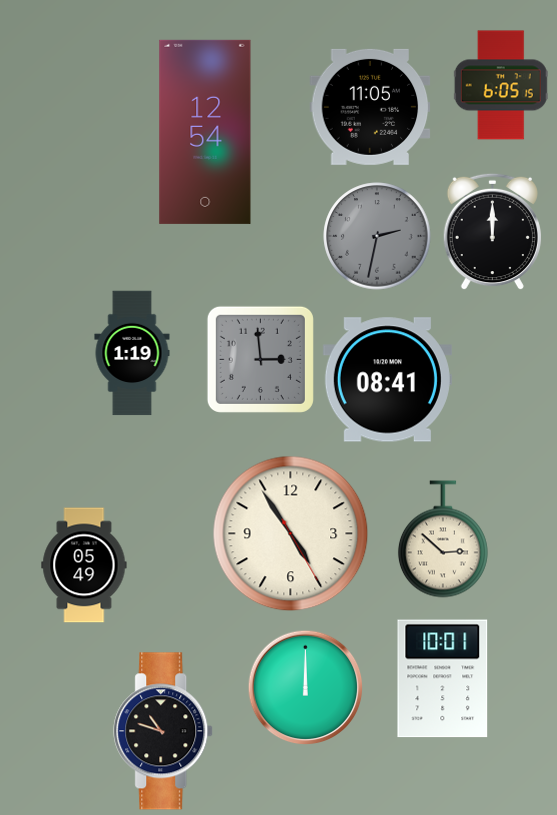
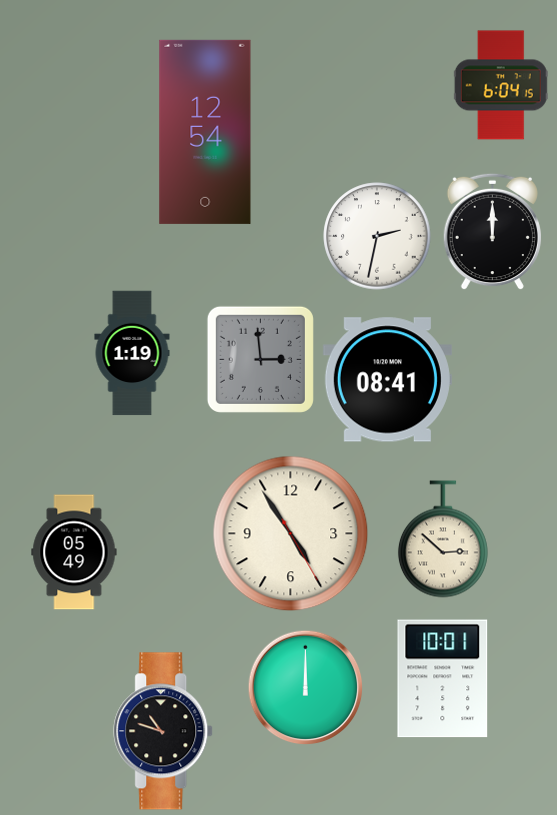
clock at (501, 85): 6:05 -> 6:04
clock at (370, 107): 11:05 -> none
clock at (377, 236) dial: grey -> white
clock at (84, 565) position: (84, 565) -> (74, 552)
